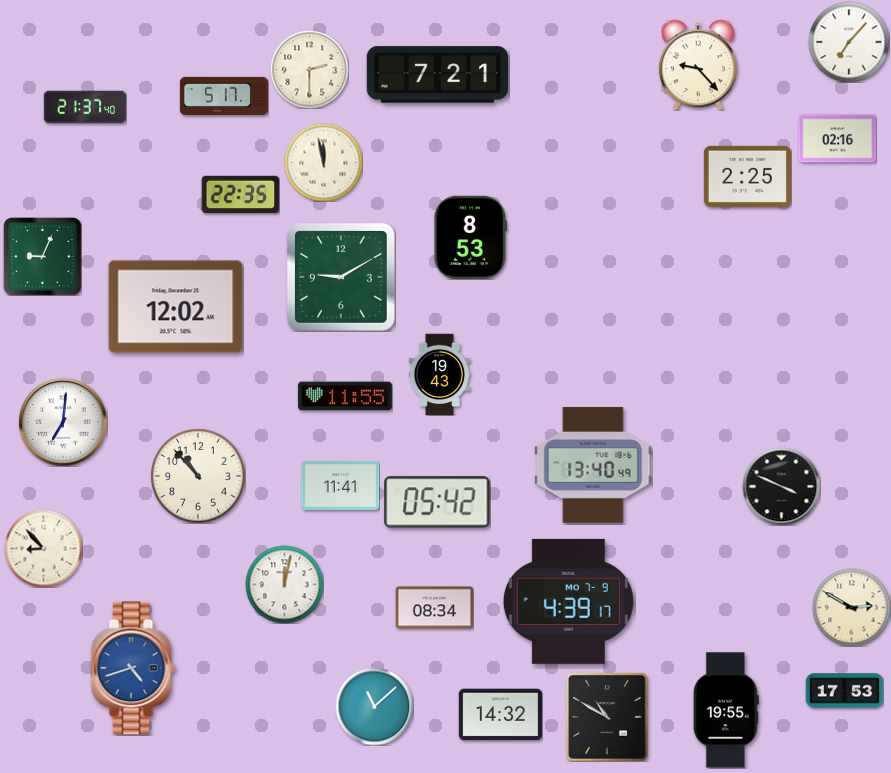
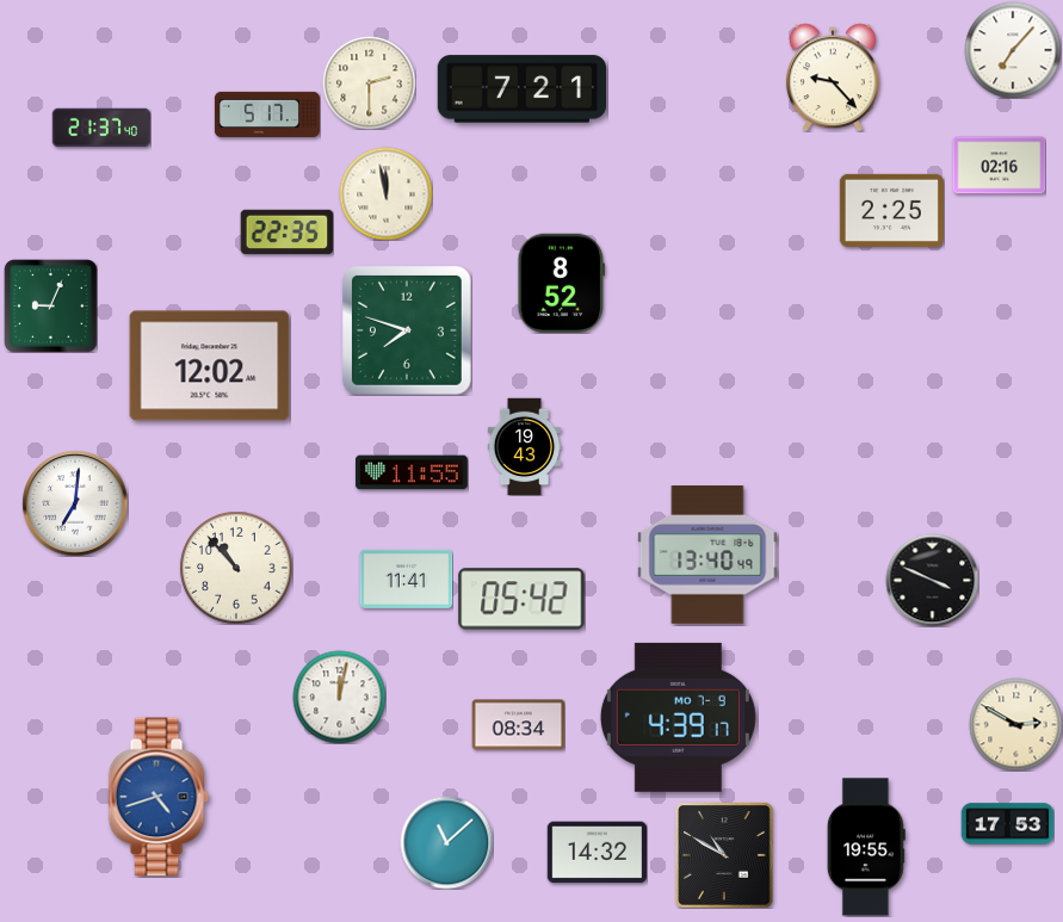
clock at (471, 237): 8:53 -> 8:52
clock at (341, 277): 9:10 -> 7:48
clock at (43, 548): 8:53 -> none
